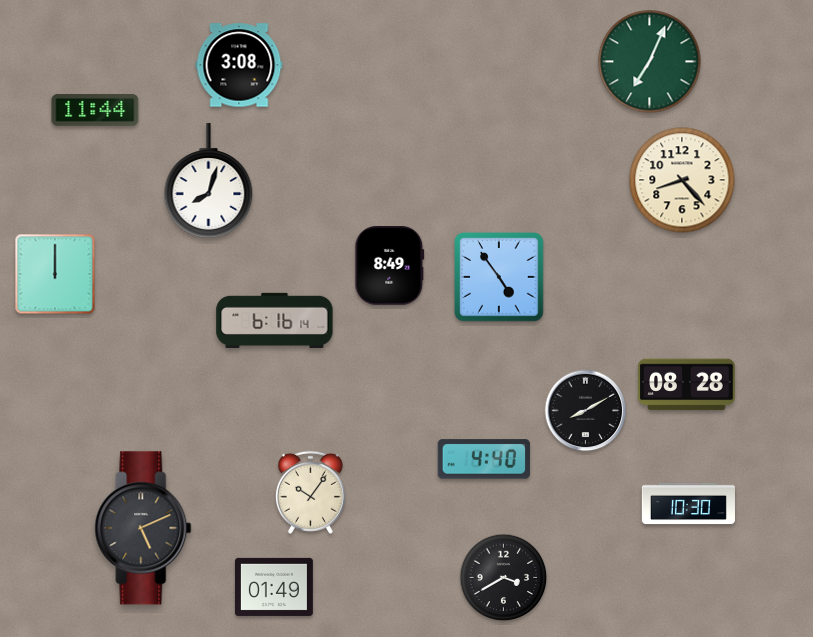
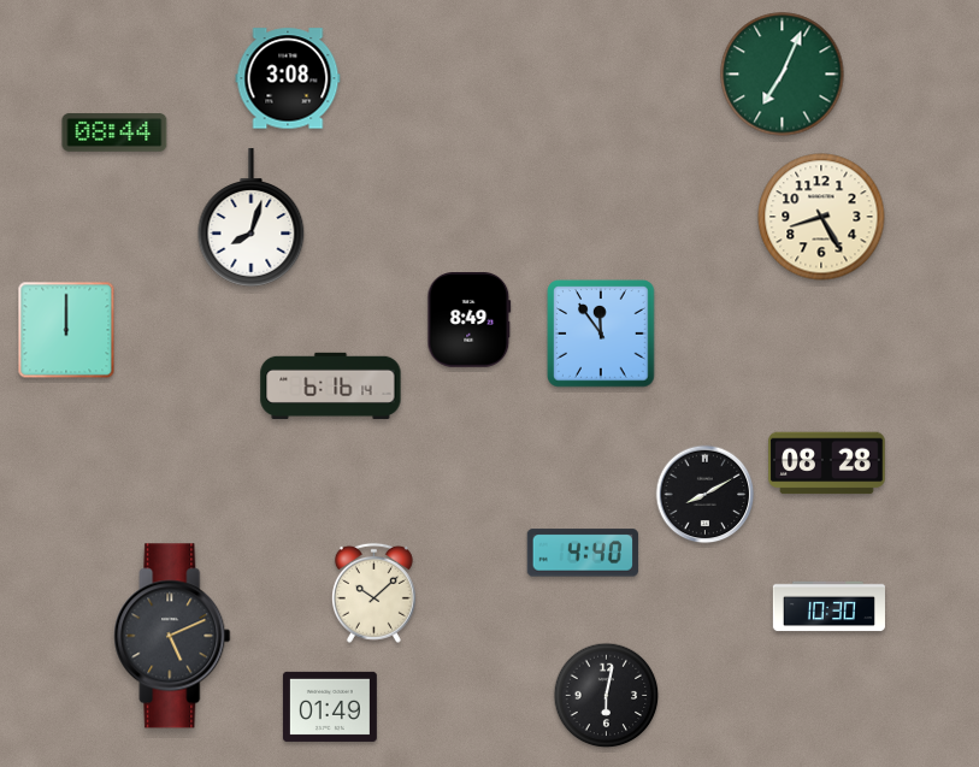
clock at (95, 110): 11:44 -> 08:44
clock at (682, 180): 8:23 -> 8:25
clock at (499, 277): 4:54 -> 11:54
clock at (310, 492): 10:06 -> 10:08
clock at (504, 578): 3:40 -> 6:02
